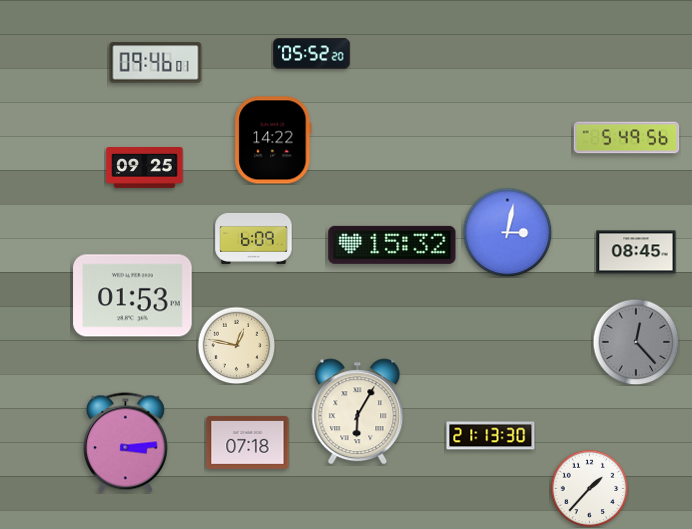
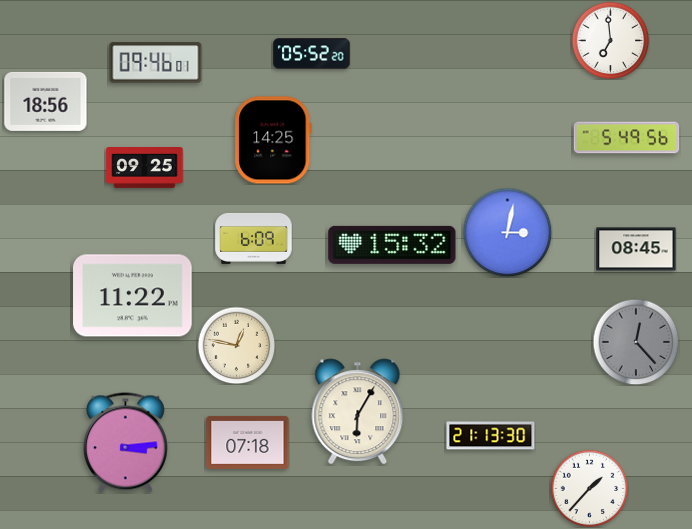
clock at (610, 40): none -> 6:59
clock at (46, 101): none -> 18:56
clock at (273, 140): 14:22 -> 14:25
clock at (636, 252) position: (636, 252) -> (636, 249)
clock at (133, 296): 01:53 -> 11:22
